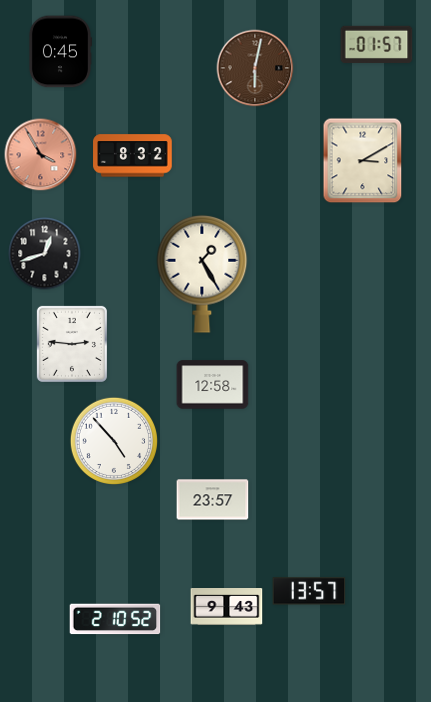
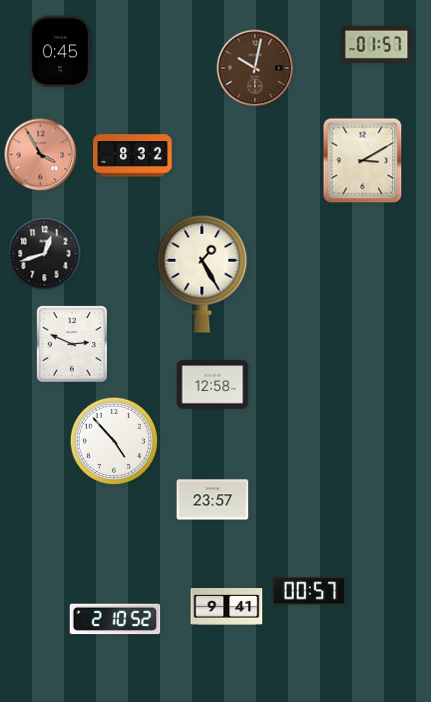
clock at (255, 68): 6:02 -> 10:02
clock at (72, 344): 2:46 -> 2:49
clock at (309, 591): 13:57 -> 00:57
clock at (227, 607): 9:43 -> 9:41
